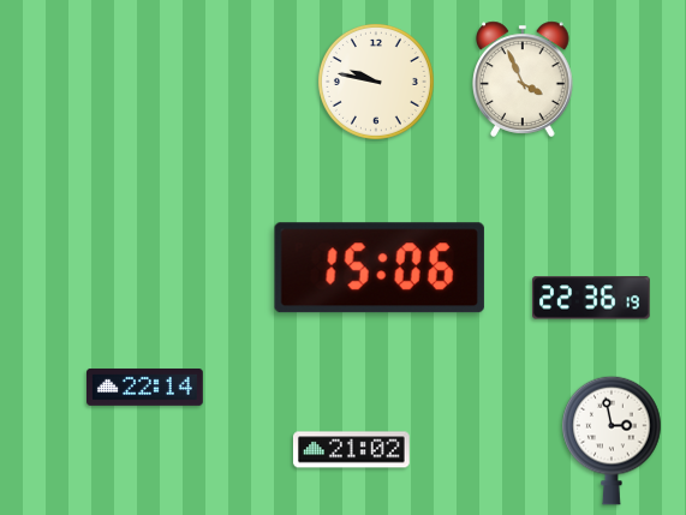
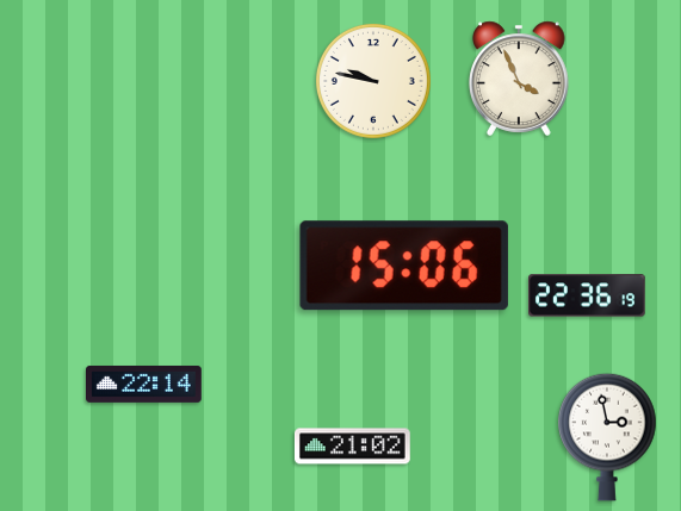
clock at (380, 268) position: (380, 268) -> (404, 266)
clock at (351, 450) position: (351, 450) -> (352, 447)
